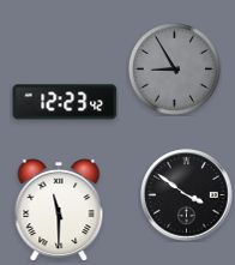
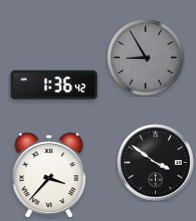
clock at (65, 102): 12:23 -> 1:36
clock at (59, 210): 11:30 -> 3:37
